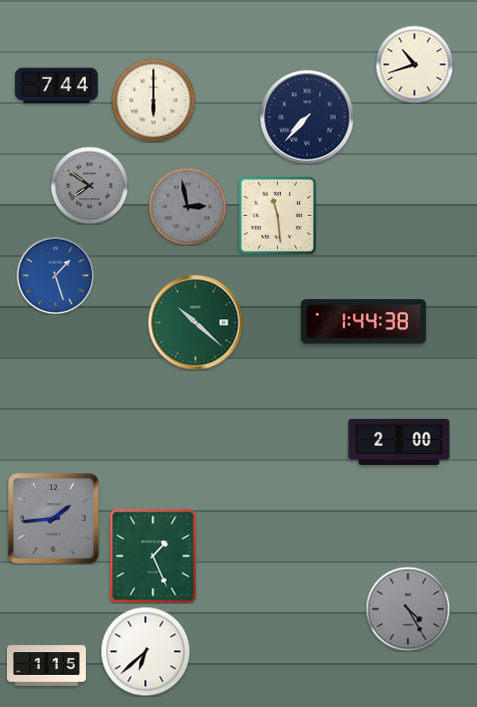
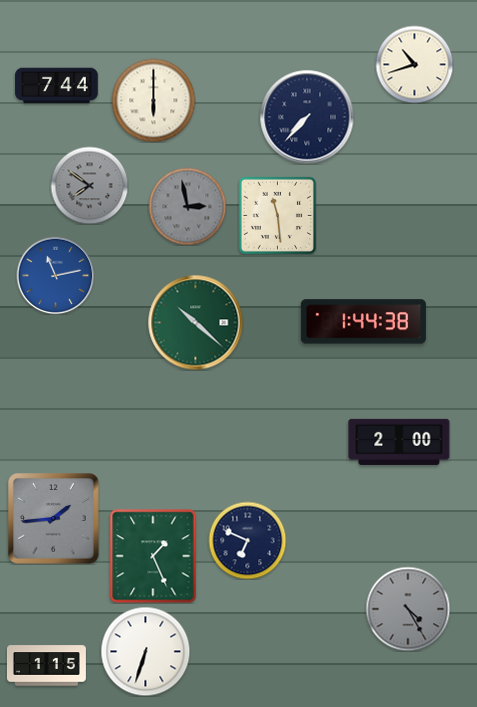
clock at (55, 275): 1:27 -> 11:13
clock at (247, 540): none -> 6:49
clock at (145, 651): 6:38 -> 6:33
